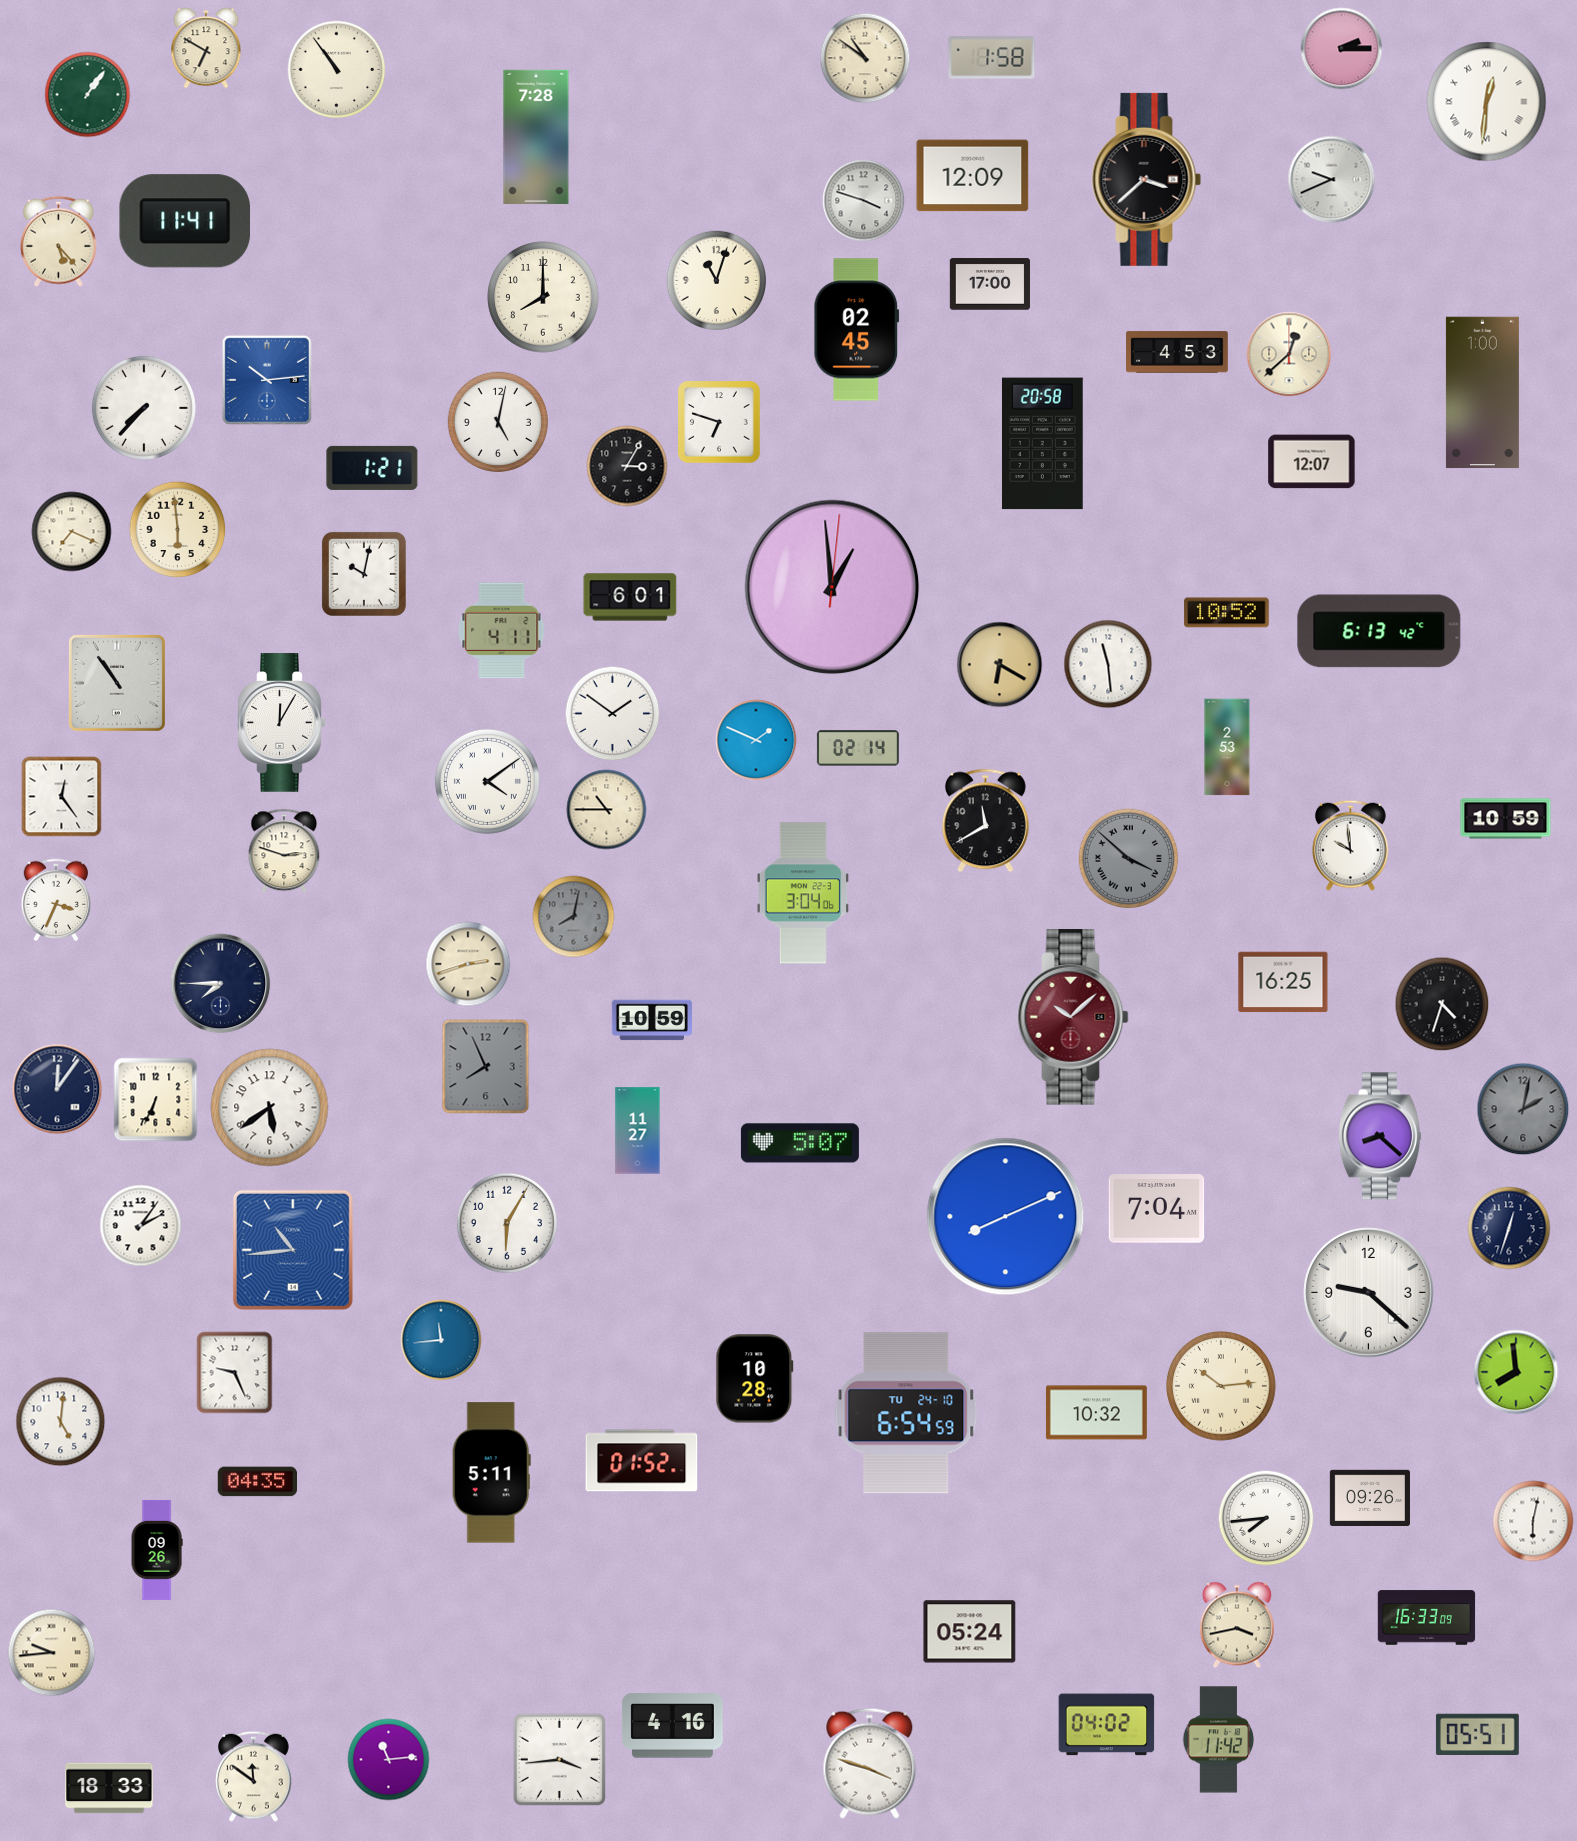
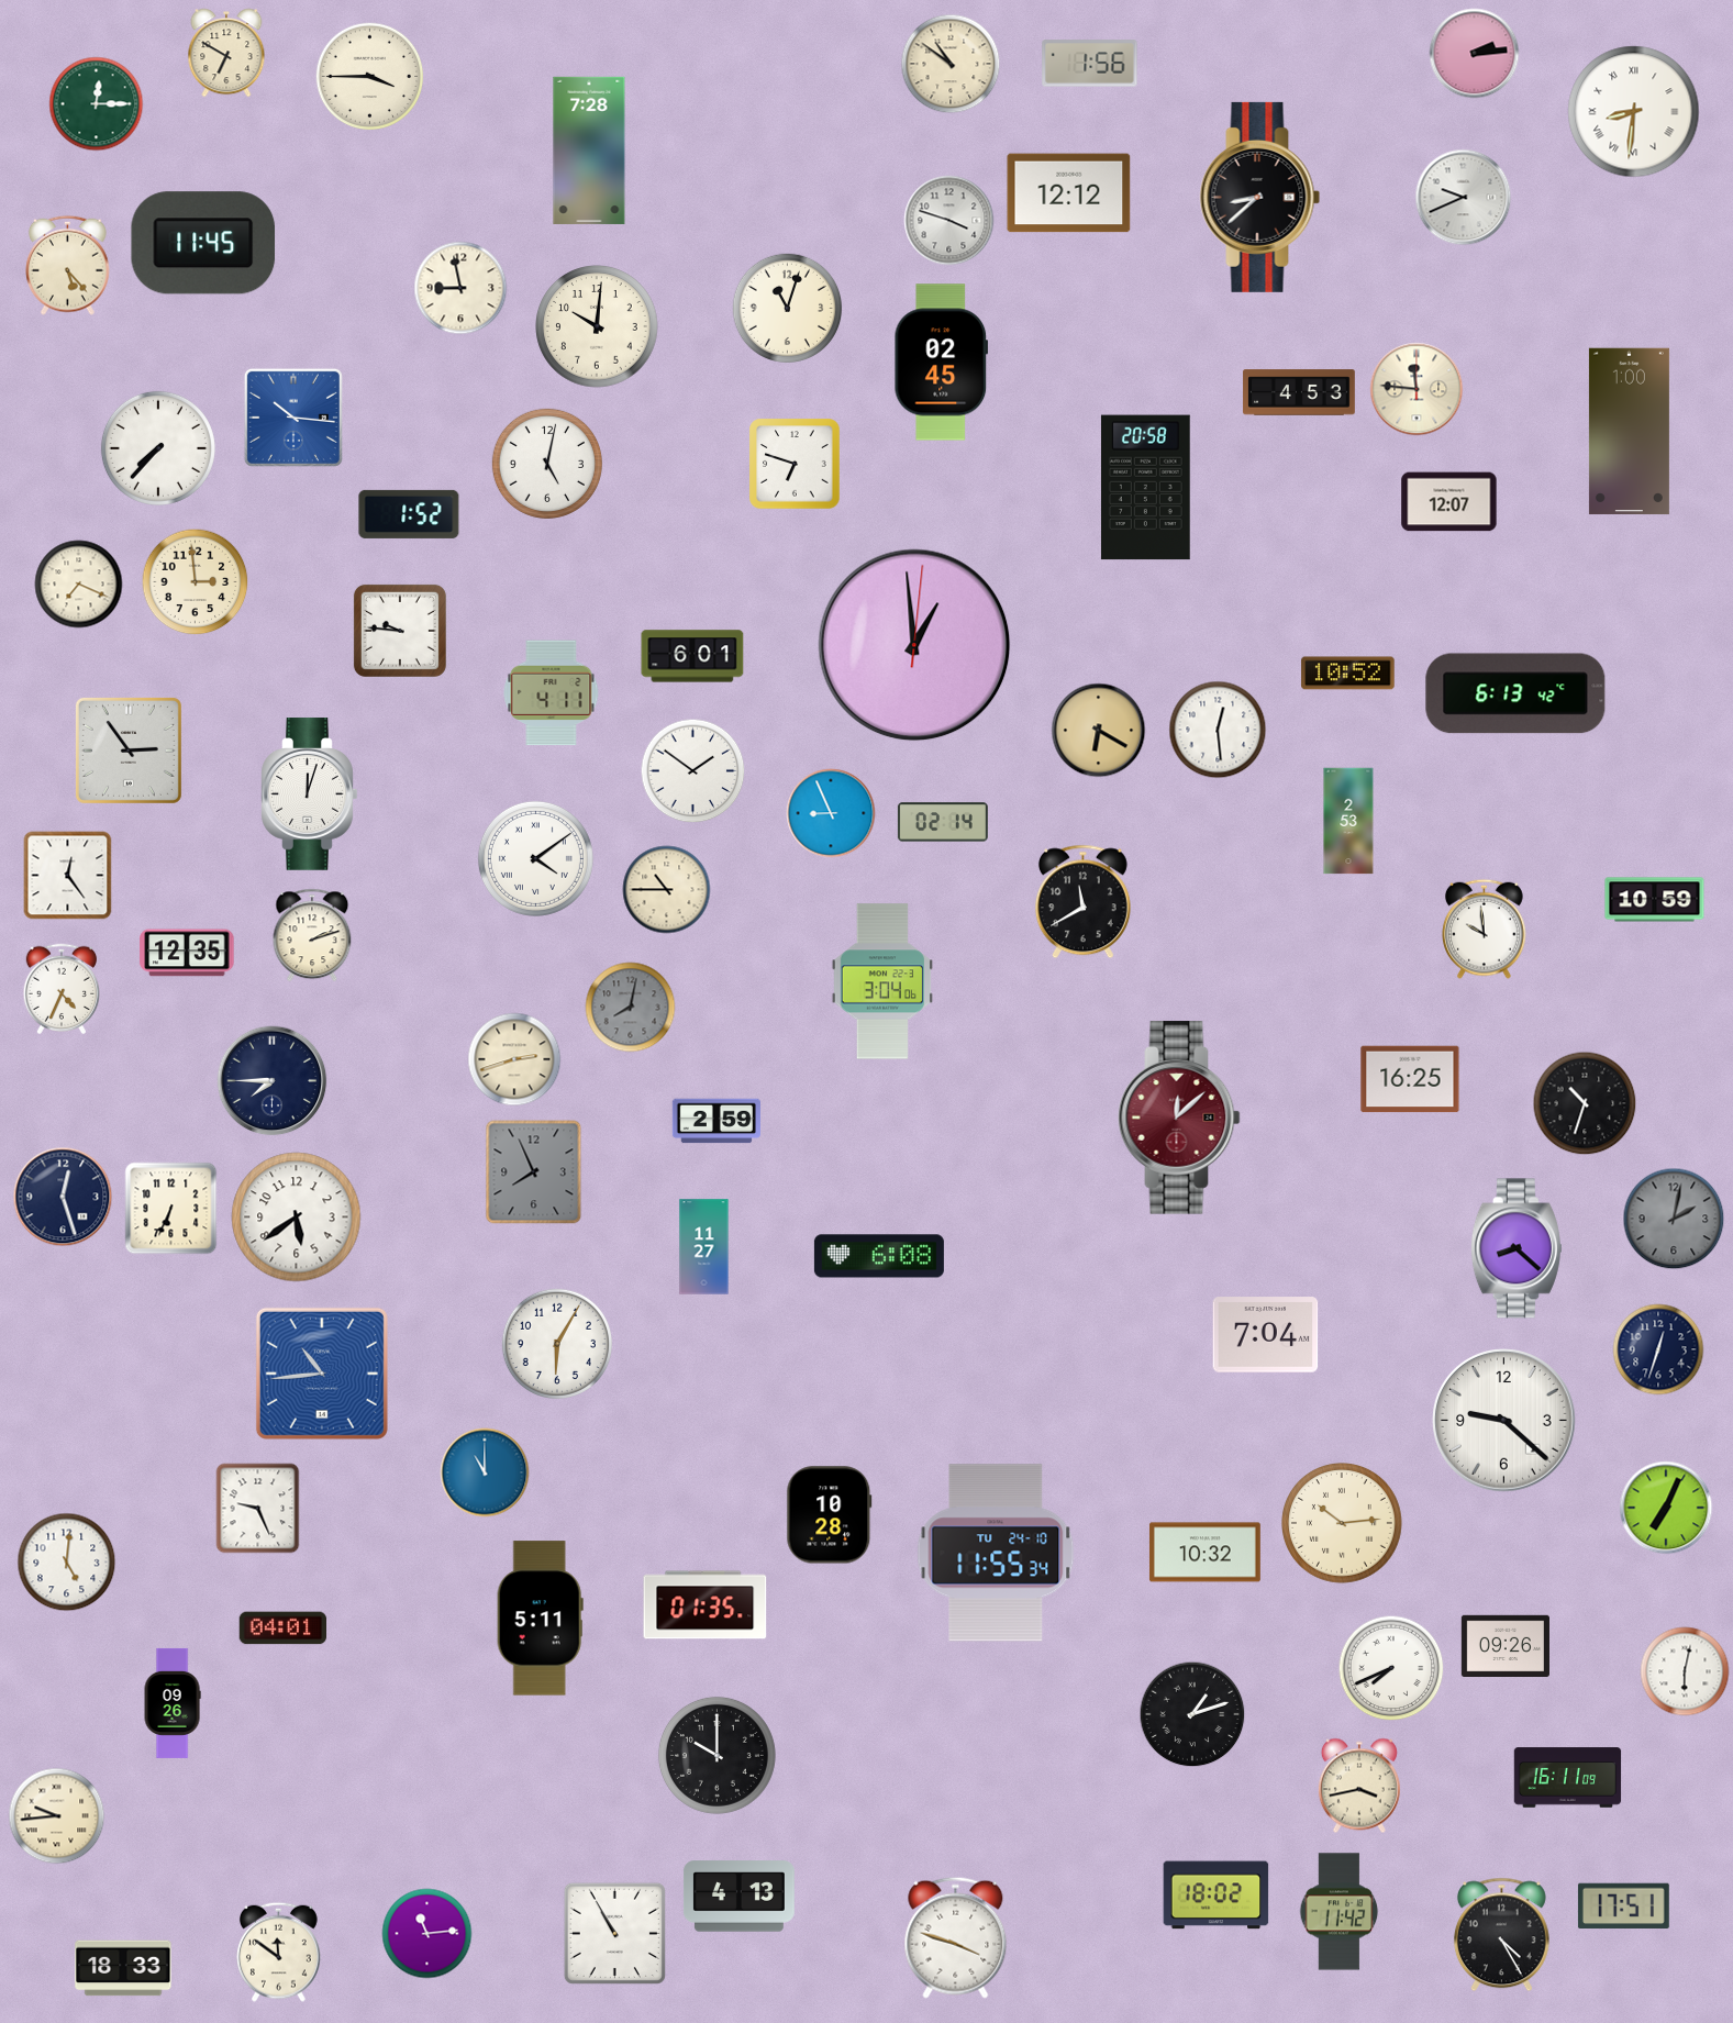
clock at (1342, 49): 2:15 -> 2:14
clock at (992, 58): 1:58 -> 1:56
clock at (337, 70): 10:54 -> 3:45
clock at (88, 95): 1:06 -> 12:15
clock at (1487, 102): 12:31 -> 8:31
clock at (973, 176): 12:09 -> 12:12
clock at (1147, 179): 3:38 -> 8:38
clock at (185, 221): 11:41 -> 11:45
clock at (59, 241) position: (59, 241) -> (68, 265)
clock at (460, 288): none -> 8:58
clock at (990, 284): 17:00 -> none
clock at (543, 297): 8:00 -> 10:01
clock at (1177, 352) position: (1177, 352) -> (1299, 392)
clock at (1289, 354): 12:38 -> 11:46
clock at (267, 380): 10:14 -> 10:16
clock at (719, 422) position: (719, 422) -> (795, 464)
clock at (1312, 462) position: (1312, 462) -> (1449, 502)
clock at (627, 466): 3:05 -> none
clock at (372, 468): 1:21 -> 1:52
clock at (178, 530): 5:59 -> 2:59
clock at (364, 574): 10:02 -> 9:46
clock at (1108, 664): 11:29 -> 12:29
clock at (117, 683): 10:54 -> 2:54
clock at (613, 714) position: (613, 714) -> (693, 771)
clock at (282, 723): 12:05 -> 12:03
clock at (756, 740): 1:49 -> 8:56
clock at (284, 851): 2:48 -> 2:12
clock at (1128, 858): 3:52 -> none
clock at (187, 953): none -> 12:35
clock at (56, 900): 3:34 -> 4:34
clock at (221, 984) position: (221, 984) -> (273, 1081)
clock at (1442, 1004): 4:33 -> 10:33
clock at (1073, 1017): 10:08 -> 12:08
clock at (651, 1020): 10:59 -> 2:59
clock at (57, 1089): 12:06 -> 12:27
clock at (638, 1131) position: (638, 1131) -> (704, 1247)
clock at (800, 1143): 5:07 -> 6:08
clock at (1157, 1209) position: (1157, 1209) -> (1266, 1335)
clock at (1006, 1217): 8:11 -> none
clock at (141, 1226): 2:06 -> none
clock at (441, 1340): 11:44 -> 11:00
clock at (1516, 1372): 7:59 -> 7:04
clock at (906, 1413): 6:54 -> 11:55
clock at (642, 1461): 01:52 -> 01:35
clock at (258, 1482): 04:35 -> 04:01
clock at (1266, 1518): 7:44 -> 7:41
clock at (1192, 1714): none -> 1:12
clock at (716, 1755): none -> 10:00
clock at (1427, 1618): 16:33 -> 16:11
clock at (970, 1632): 05:24 -> none
clock at (1107, 1725): 04:02 -> 18:02
clock at (672, 1726): 4:16 -> 4:13
clock at (1477, 1734): 05:51 -> 17:51
clock at (559, 1759): 3:44 -> 10:55
clock at (1501, 1935): none -> 4:25
clock at (109, 1788) position: (109, 1788) -> (123, 1968)
